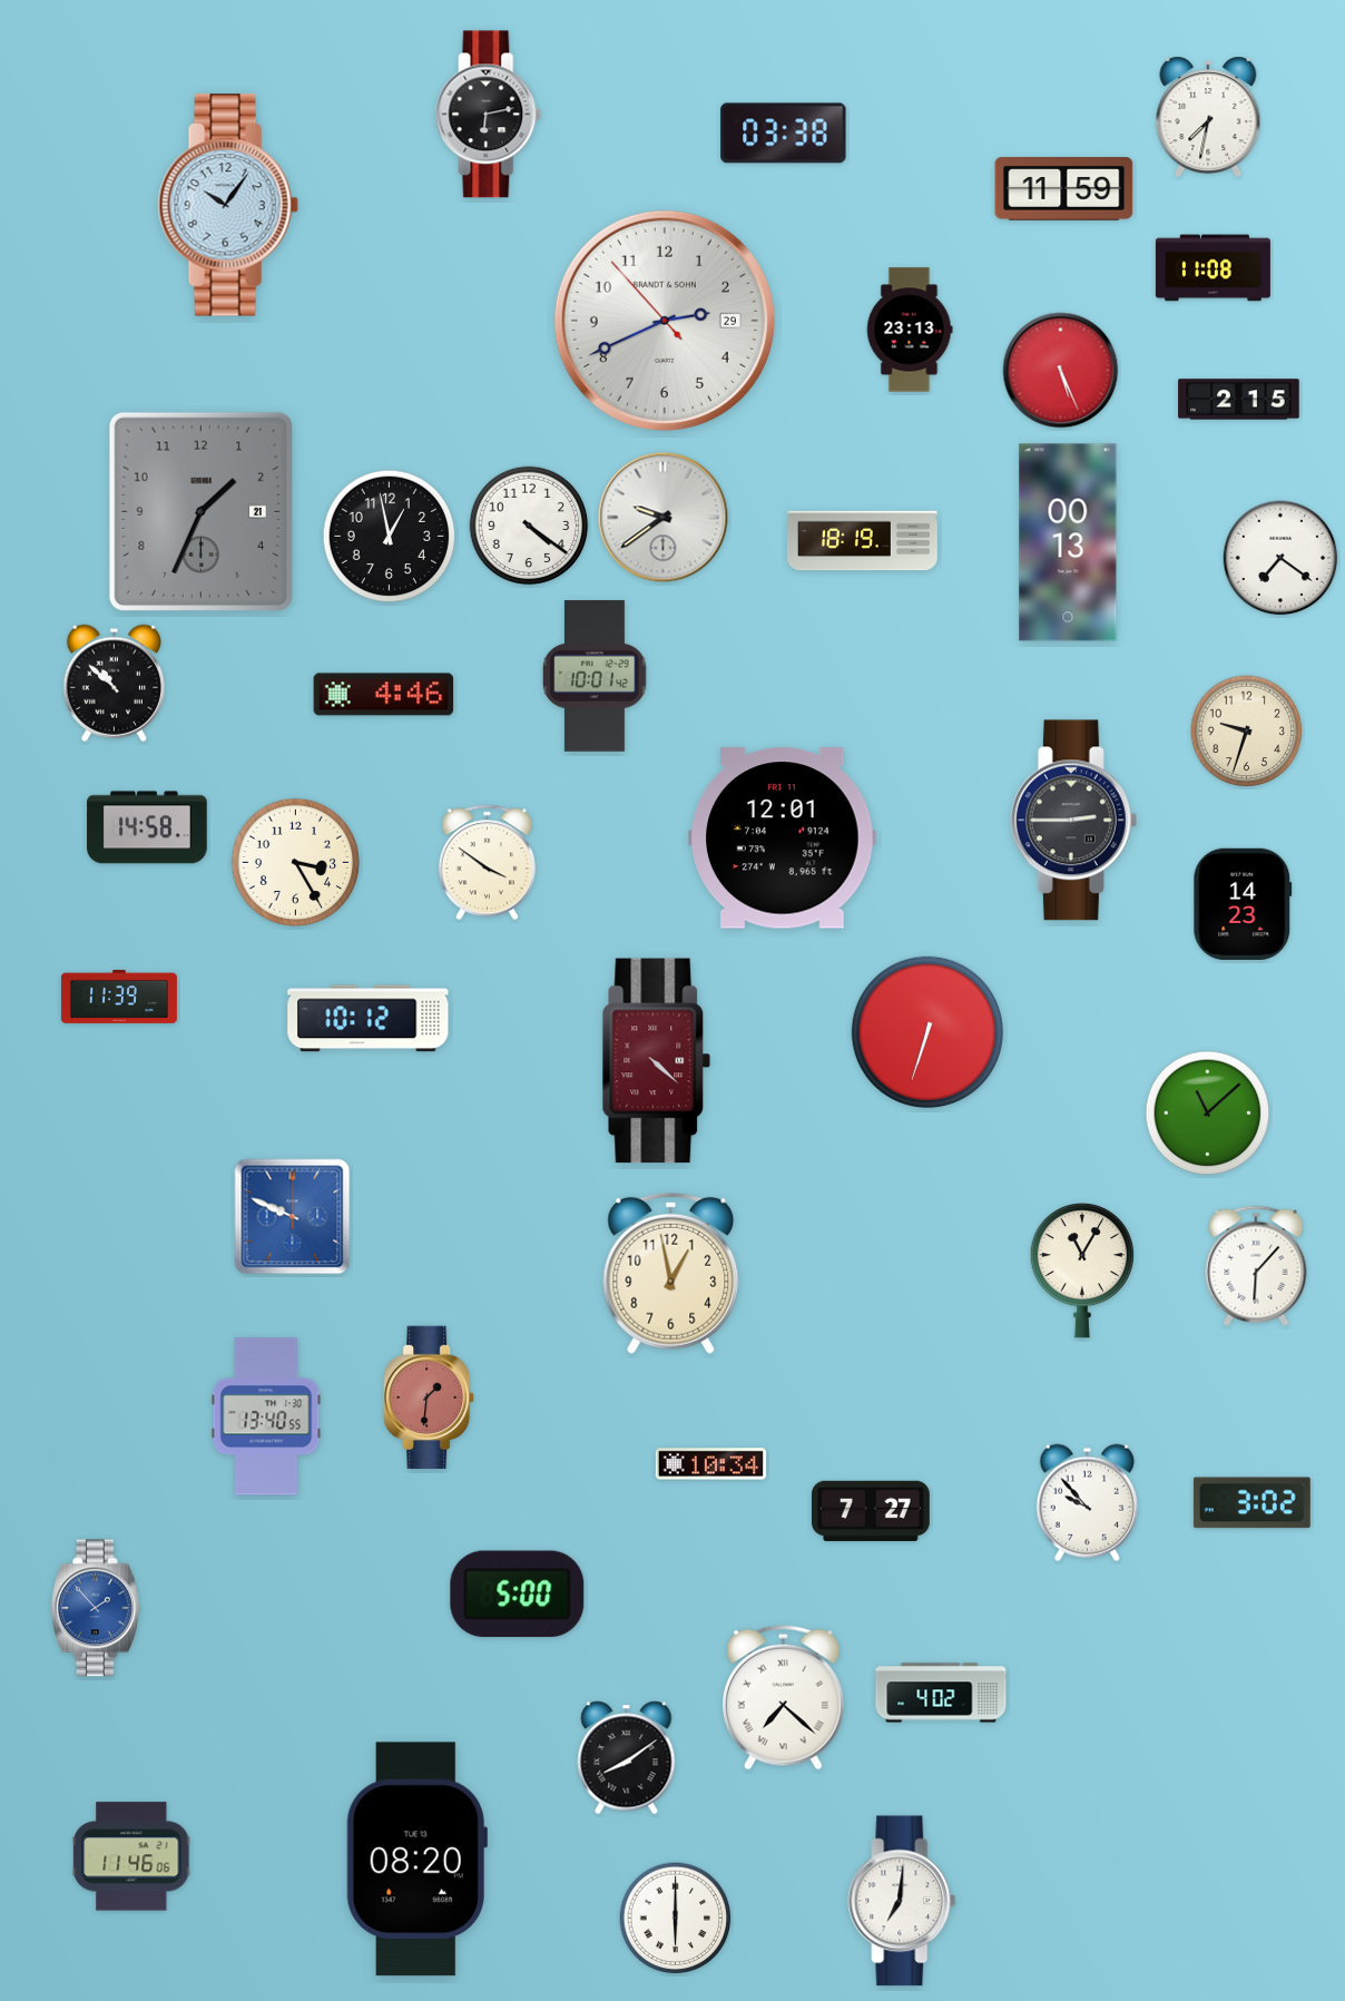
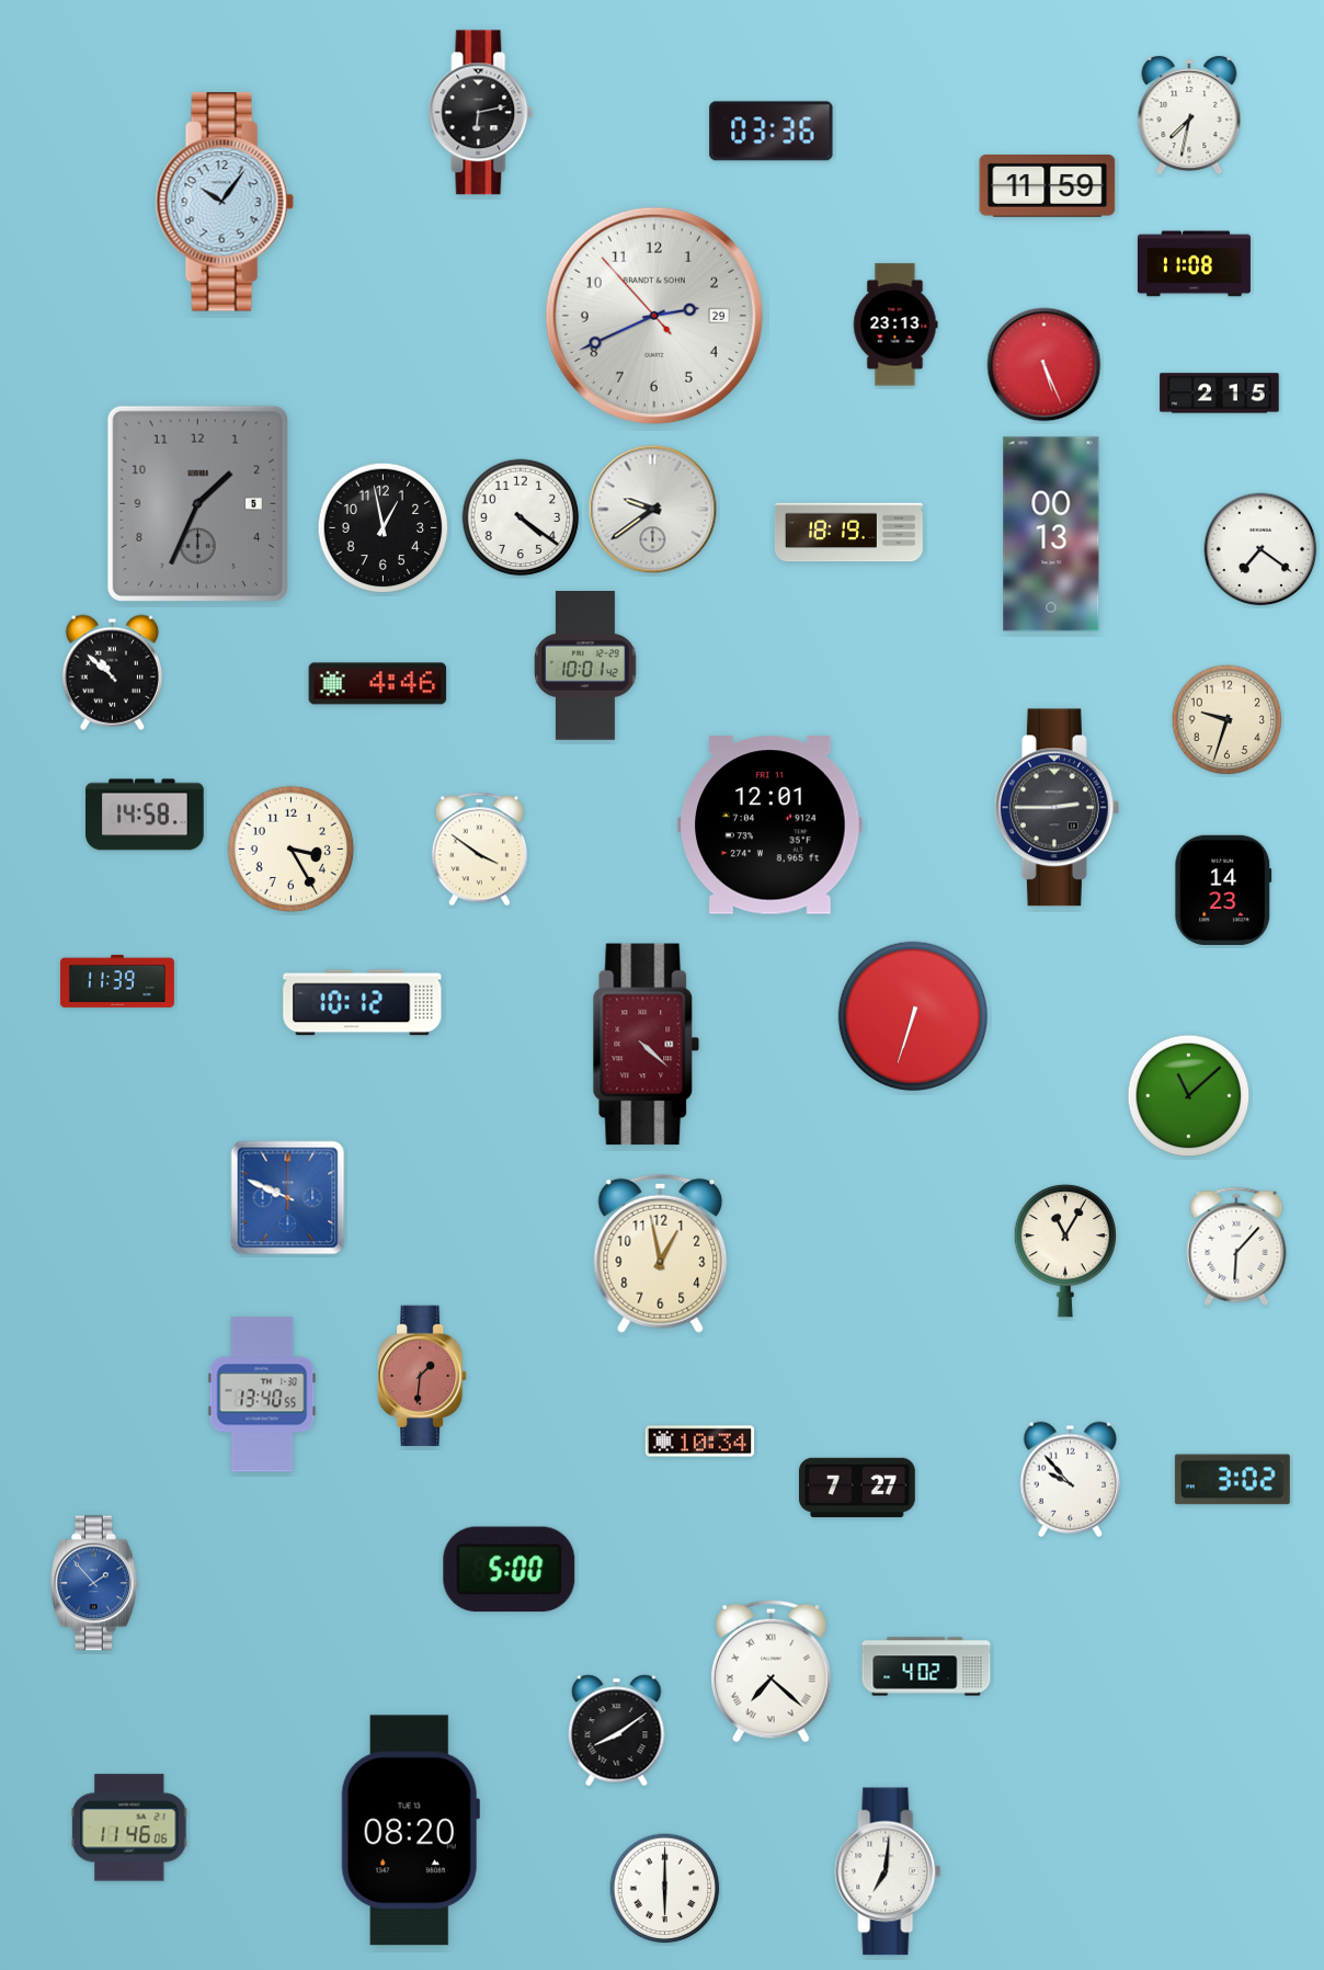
clock at (784, 134): 03:38 -> 03:36
clock at (200, 511) date: 21 -> 5
